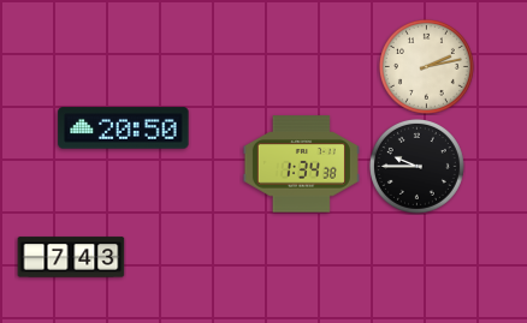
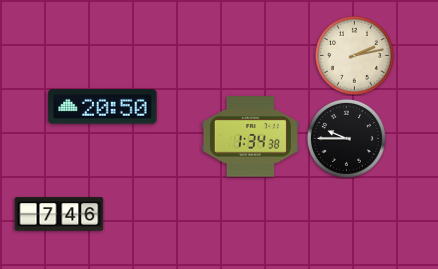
clock at (71, 257): 7:43 -> 7:46
